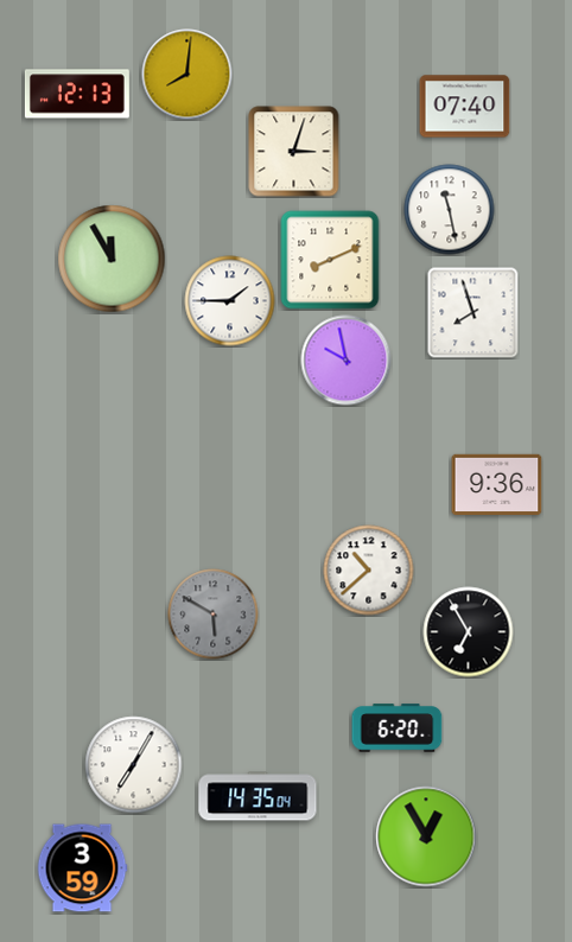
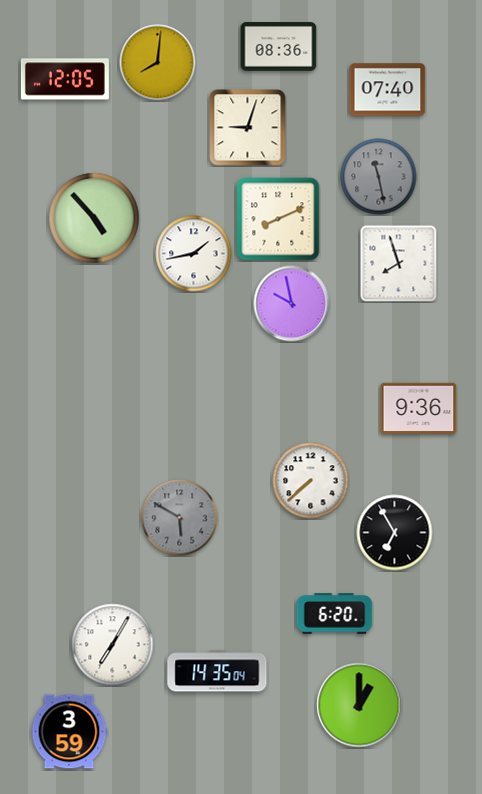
clock at (279, 47): none -> 08:36
clock at (77, 94): 12:13 -> 12:05
clock at (465, 107) position: (465, 107) -> (388, 90)
clock at (294, 152): 3:03 -> 9:03
clock at (450, 210) dial: white -> grey
clock at (112, 259): 11:55 -> 4:53
clock at (230, 301): 1:45 -> 1:43
clock at (369, 571): 10:38 -> 7:38
clock at (426, 836): 12:55 -> 1:00
